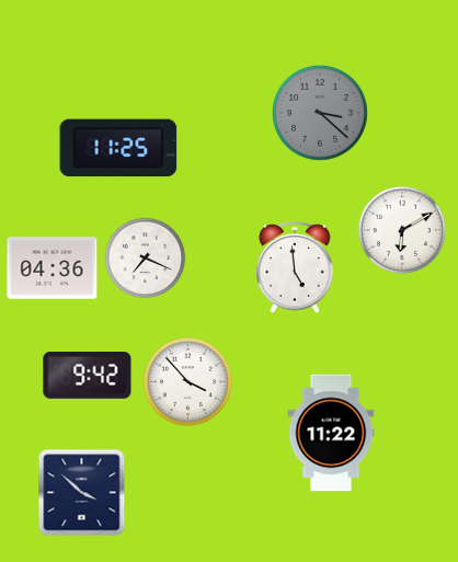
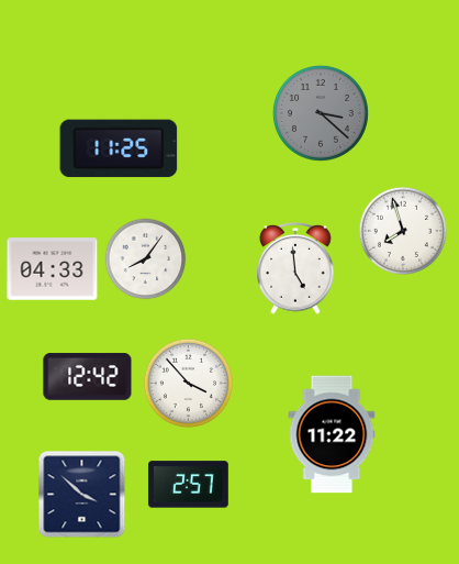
clock at (401, 229): 6:10 -> 7:57
clock at (146, 259): 7:19 -> 8:06
clock at (53, 268): 04:36 -> 04:33
clock at (88, 376): 9:42 -> 12:42
clock at (188, 485): none -> 2:57
